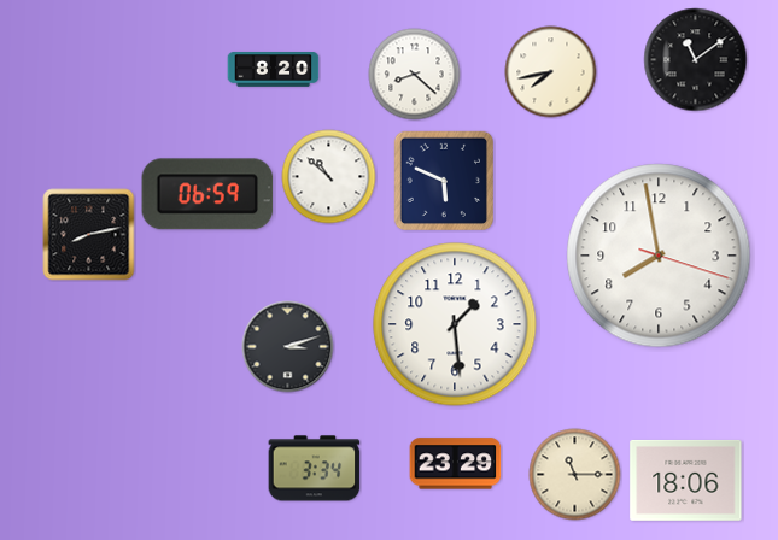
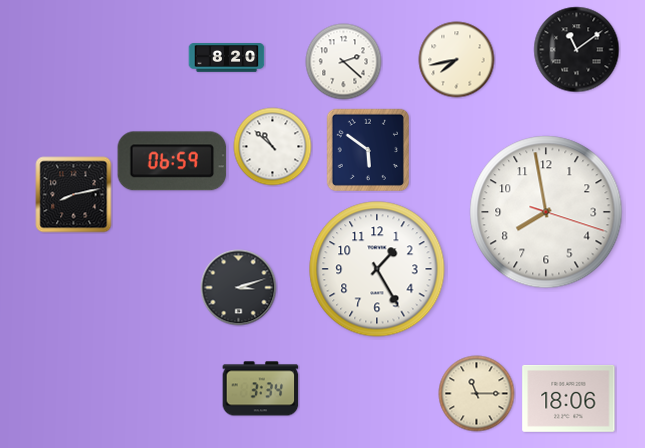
clock at (415, 75): 8:22 -> 2:22
clock at (443, 180): 5:49 -> 5:51
clock at (455, 324): 1:29 -> 1:25
clock at (456, 464): 23:29 -> none
